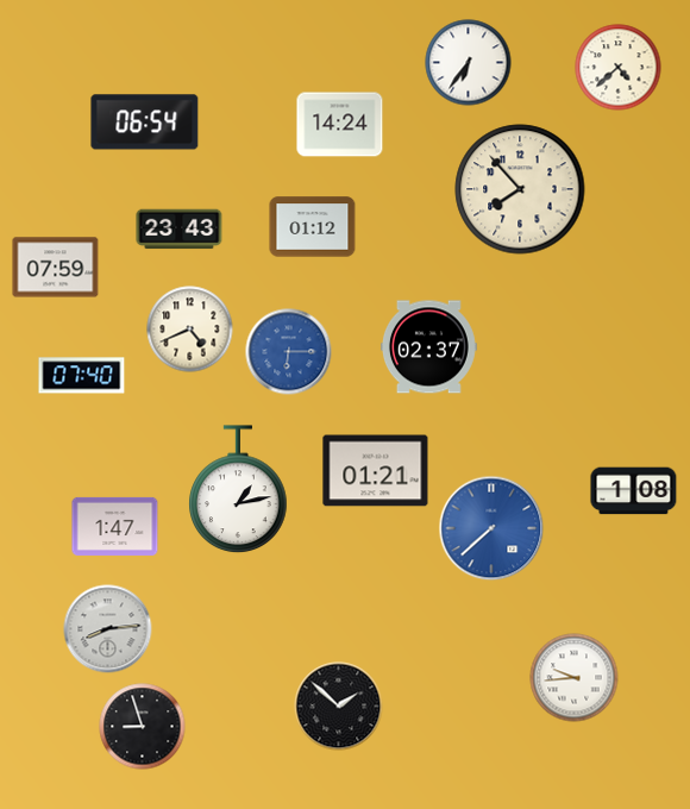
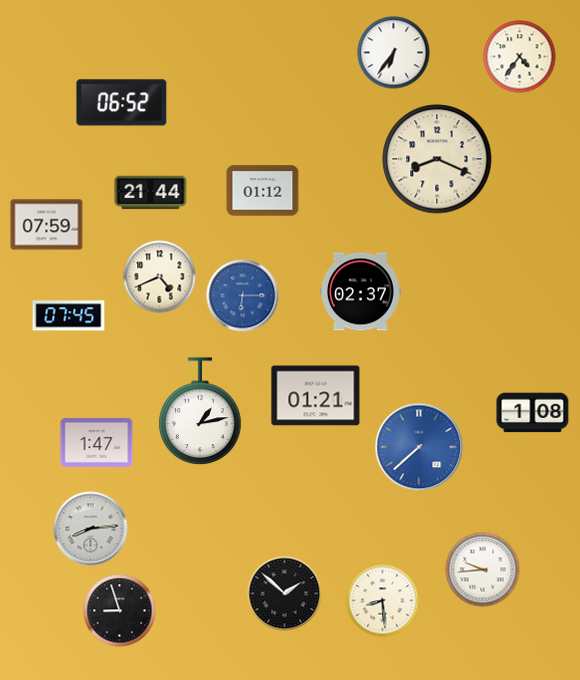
clock at (619, 68): 4:38 -> 4:36
clock at (145, 123): 06:54 -> 06:52
clock at (340, 125): 14:24 -> none
clock at (520, 189): 7:53 -> 8:19
clock at (180, 230): 23:43 -> 21:44
clock at (82, 376): 07:40 -> 07:45
clock at (491, 528) position: (491, 528) -> (419, 447)
clock at (383, 601): none -> 8:29
